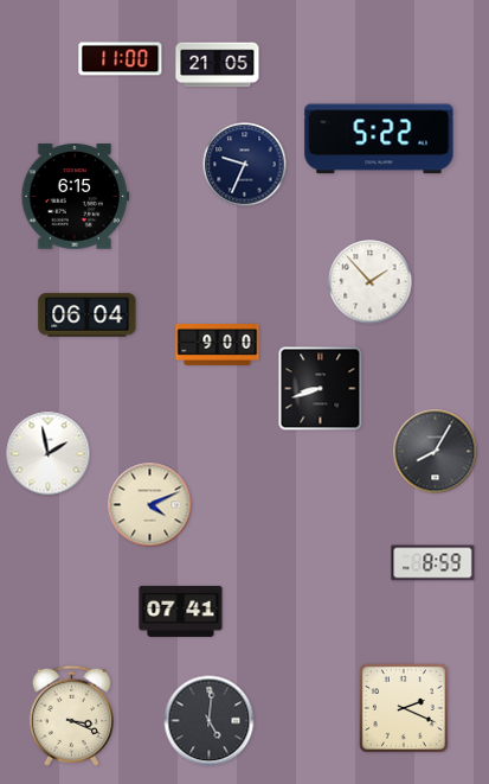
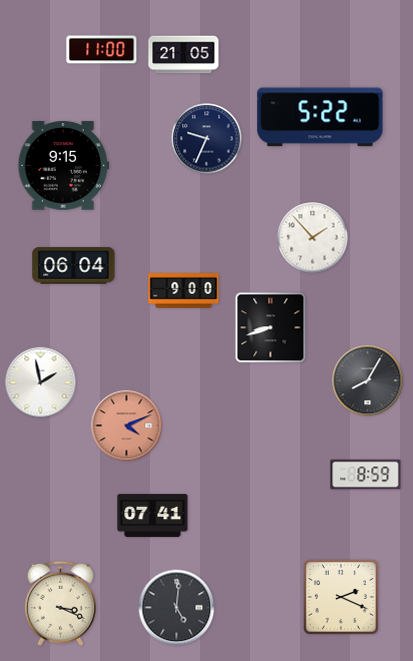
clock at (75, 197): 6:15 -> 9:15
clock at (150, 505) dial: cream -> salmon
